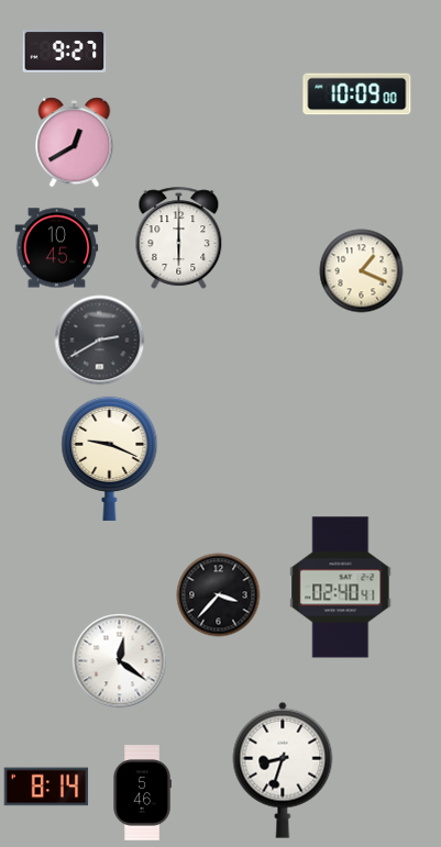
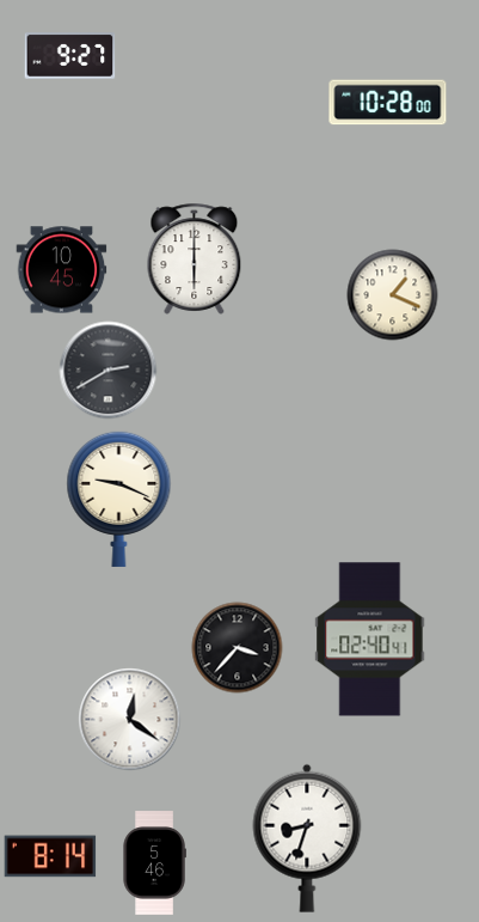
clock at (357, 94): 10:09 -> 10:28
clock at (75, 143): 12:40 -> none
